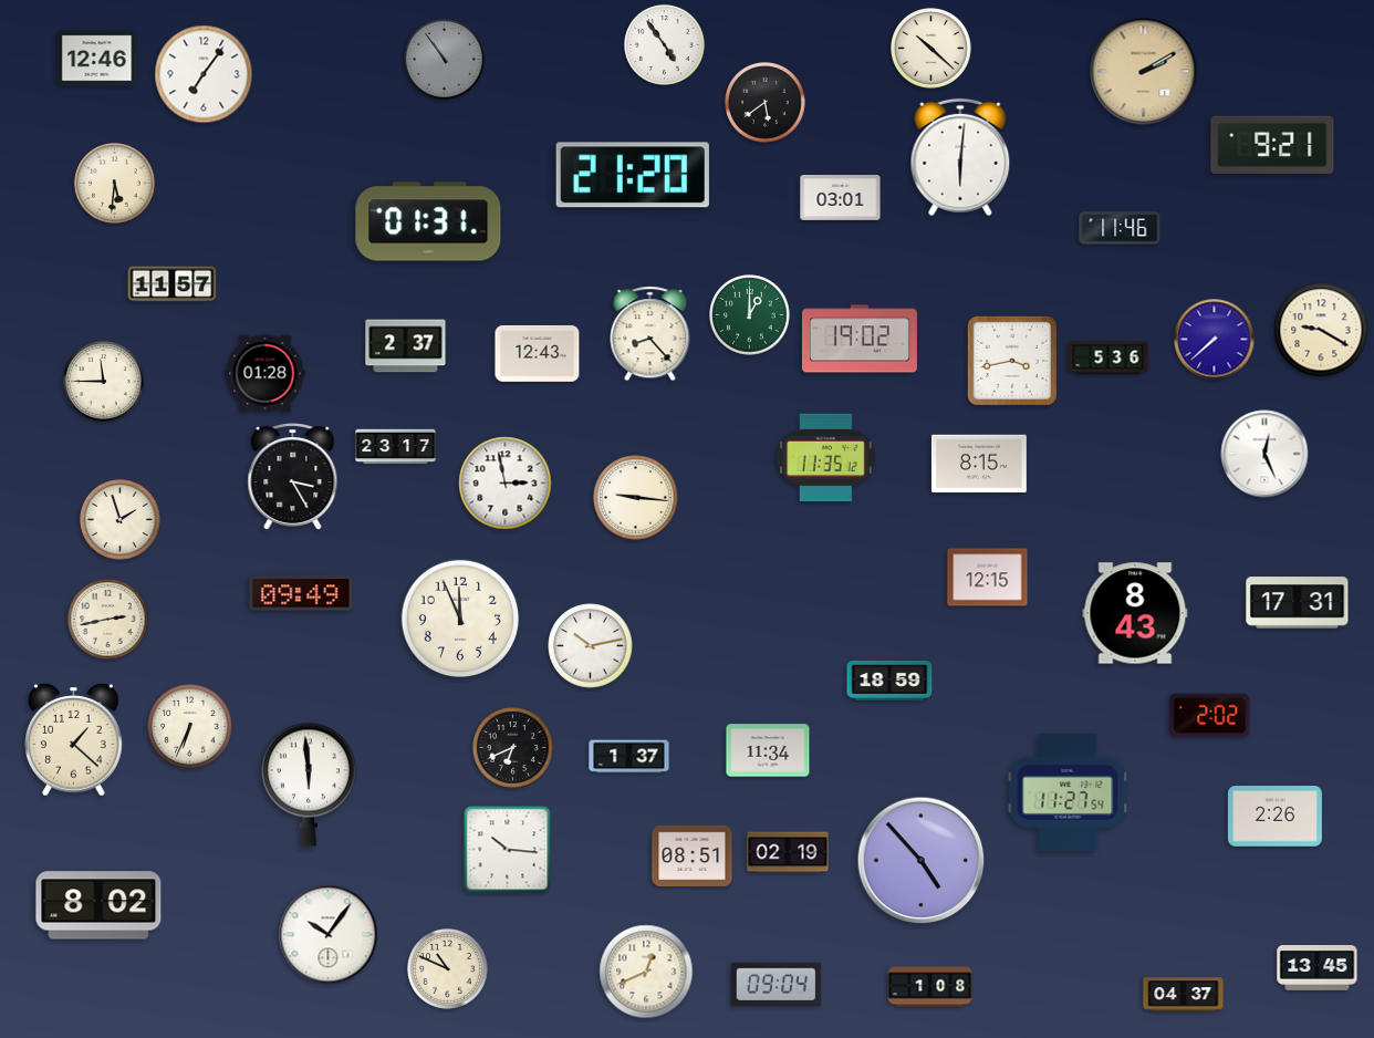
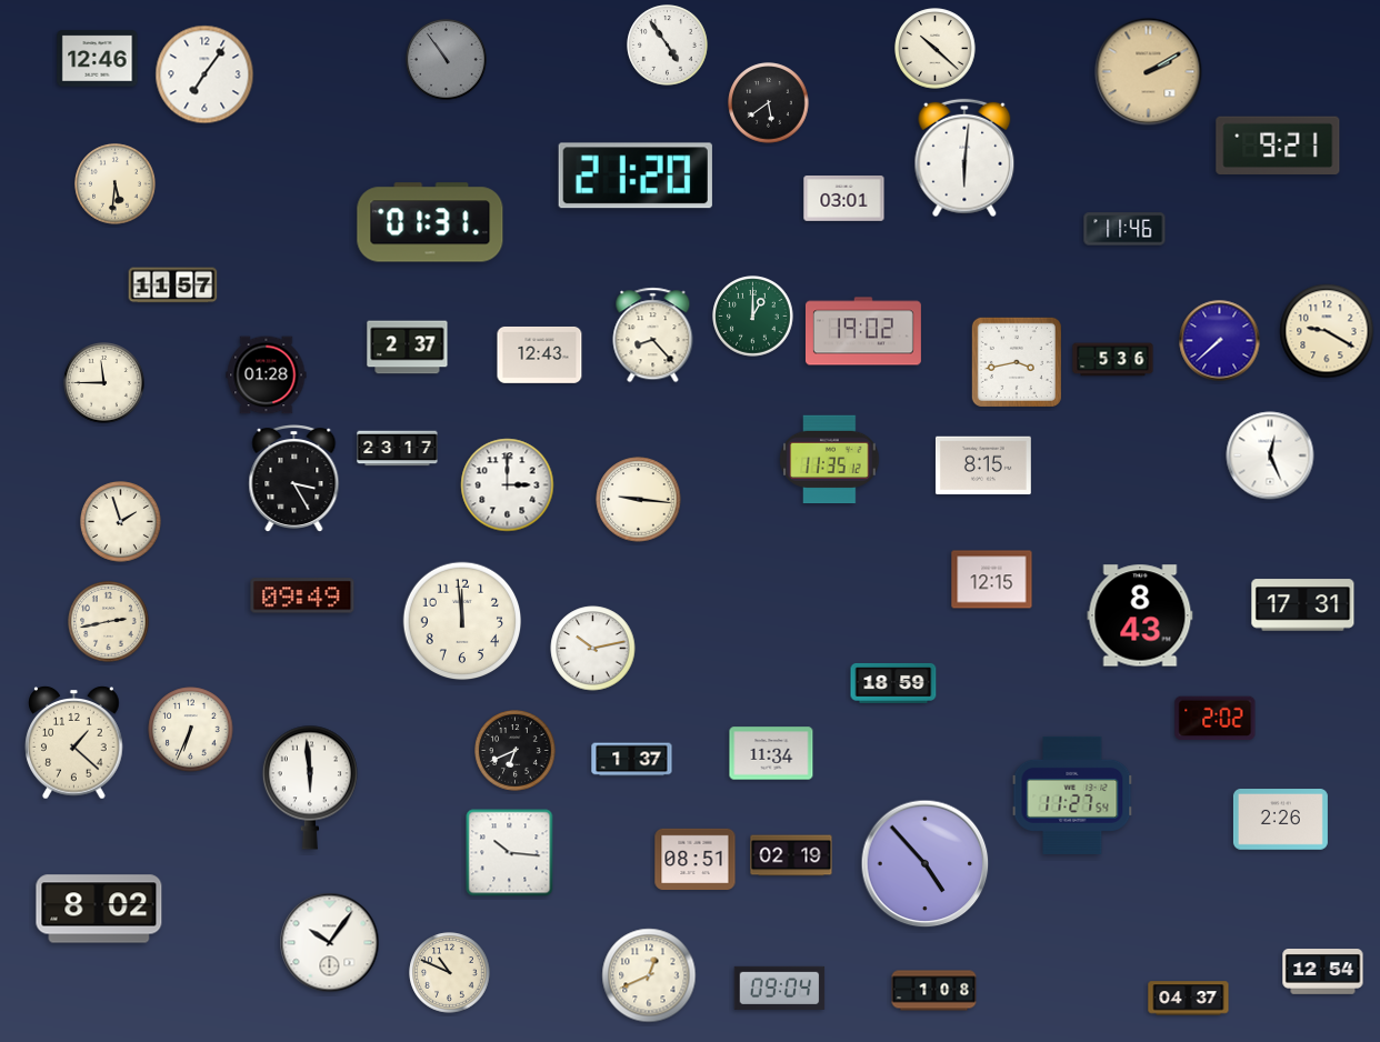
clock at (860, 339) position: (860, 339) -> (863, 331)
clock at (506, 484): 2:58 -> 3:00
clock at (460, 619): 11:56 -> 11:59
clock at (329, 935) position: (329, 935) -> (330, 943)
clock at (1318, 968): 13:45 -> 12:54
